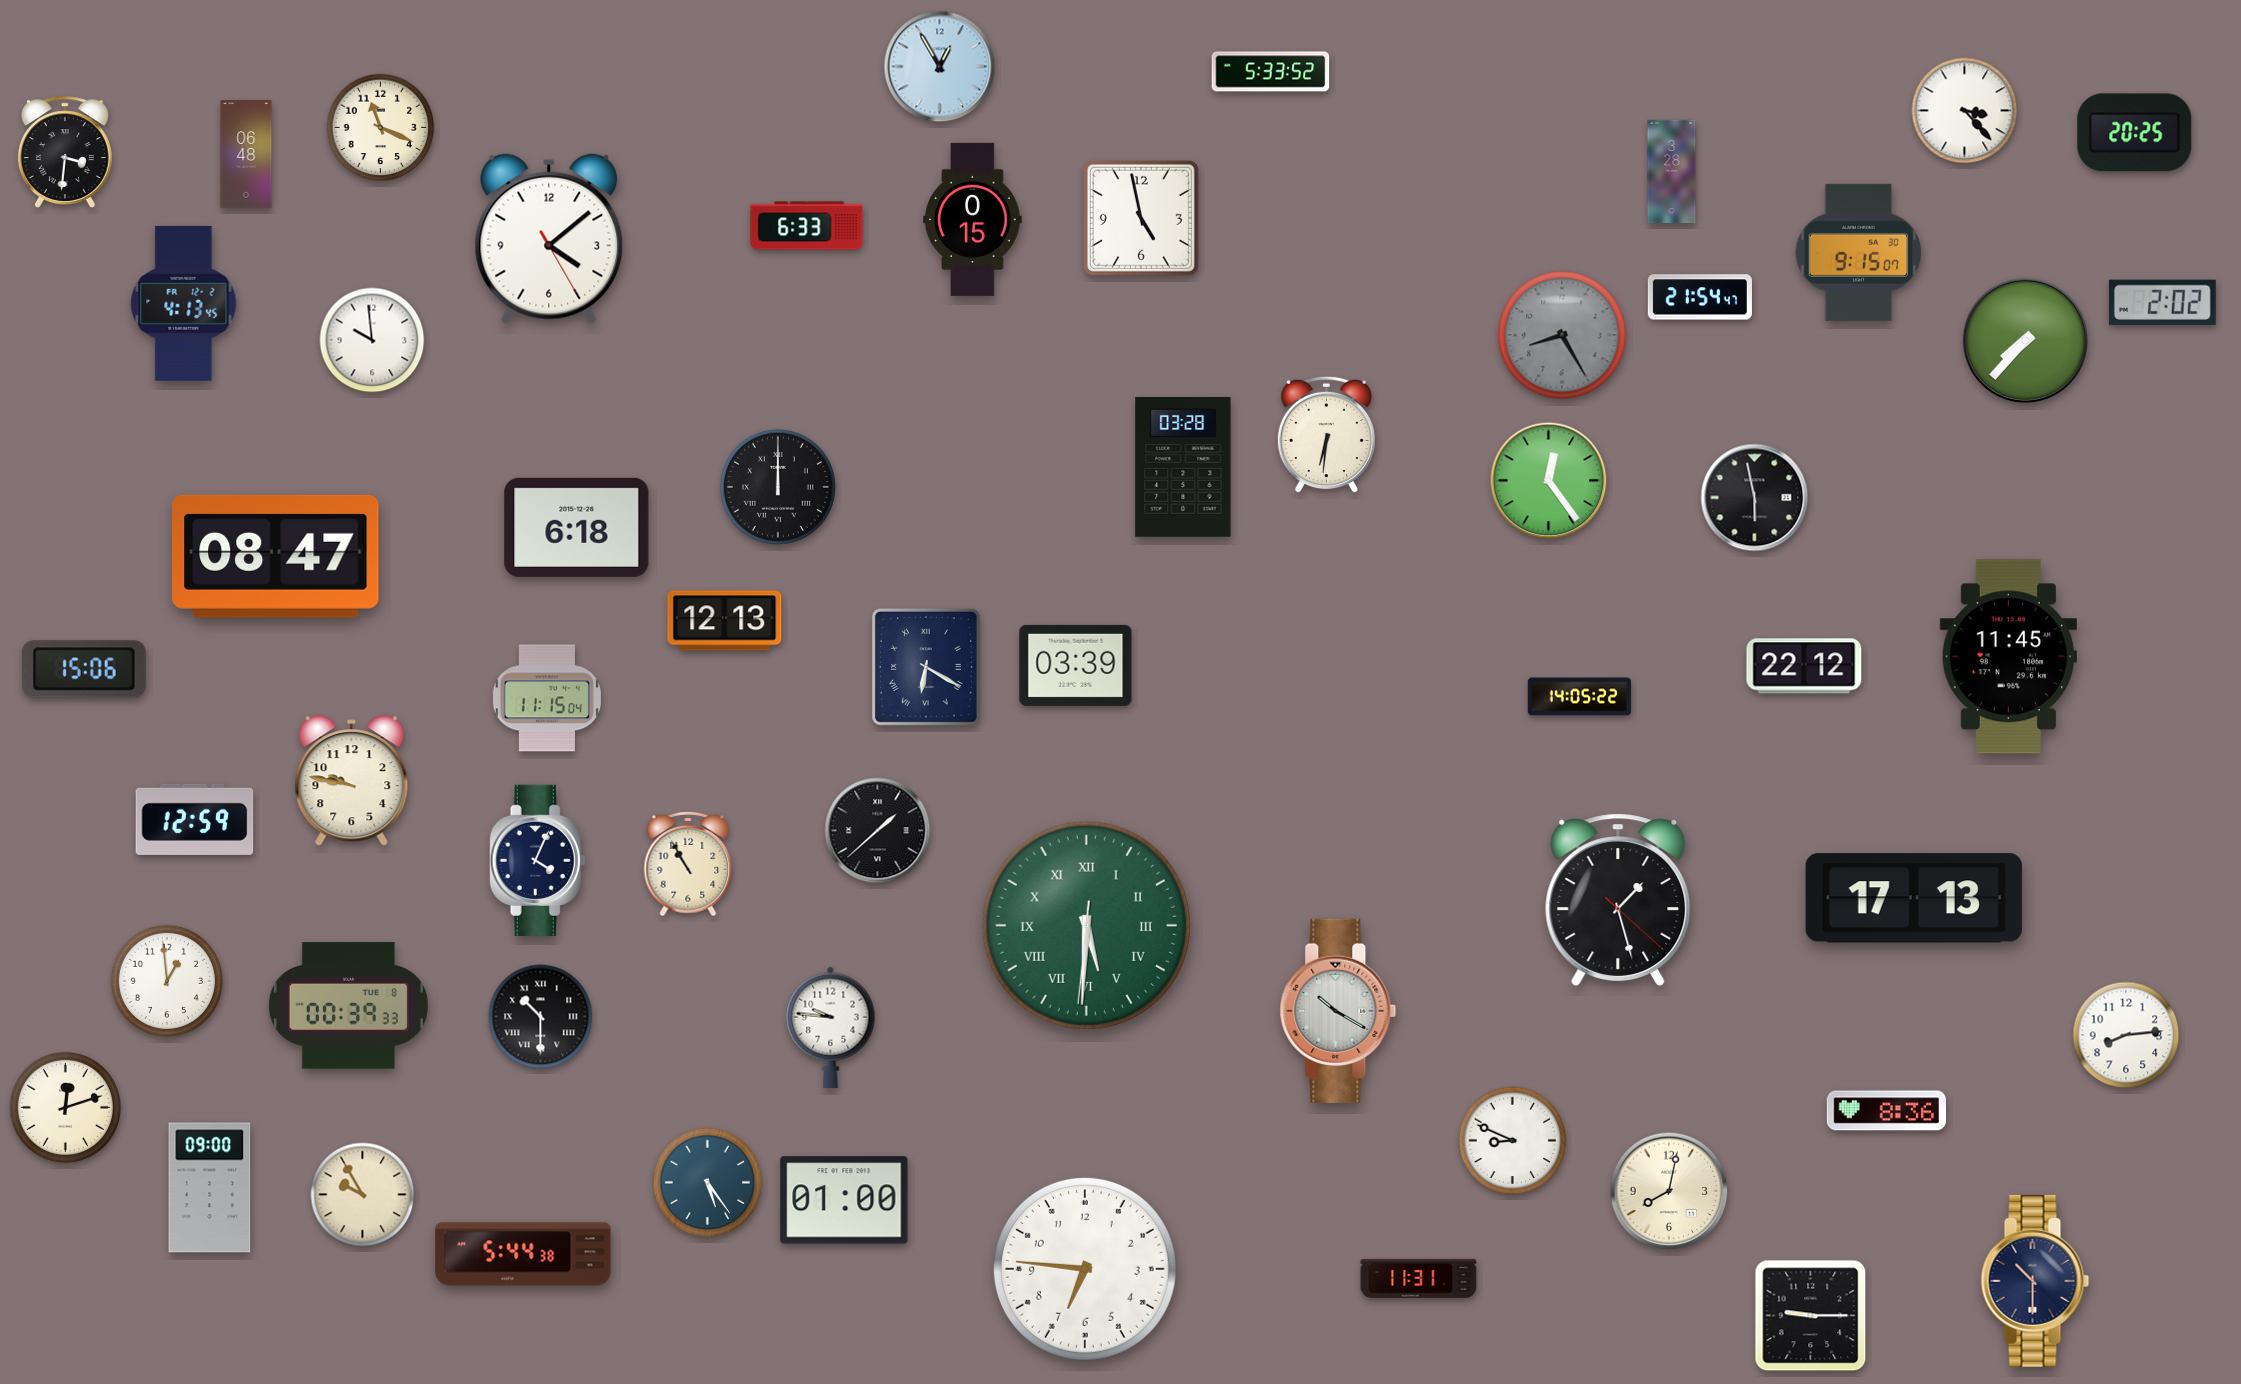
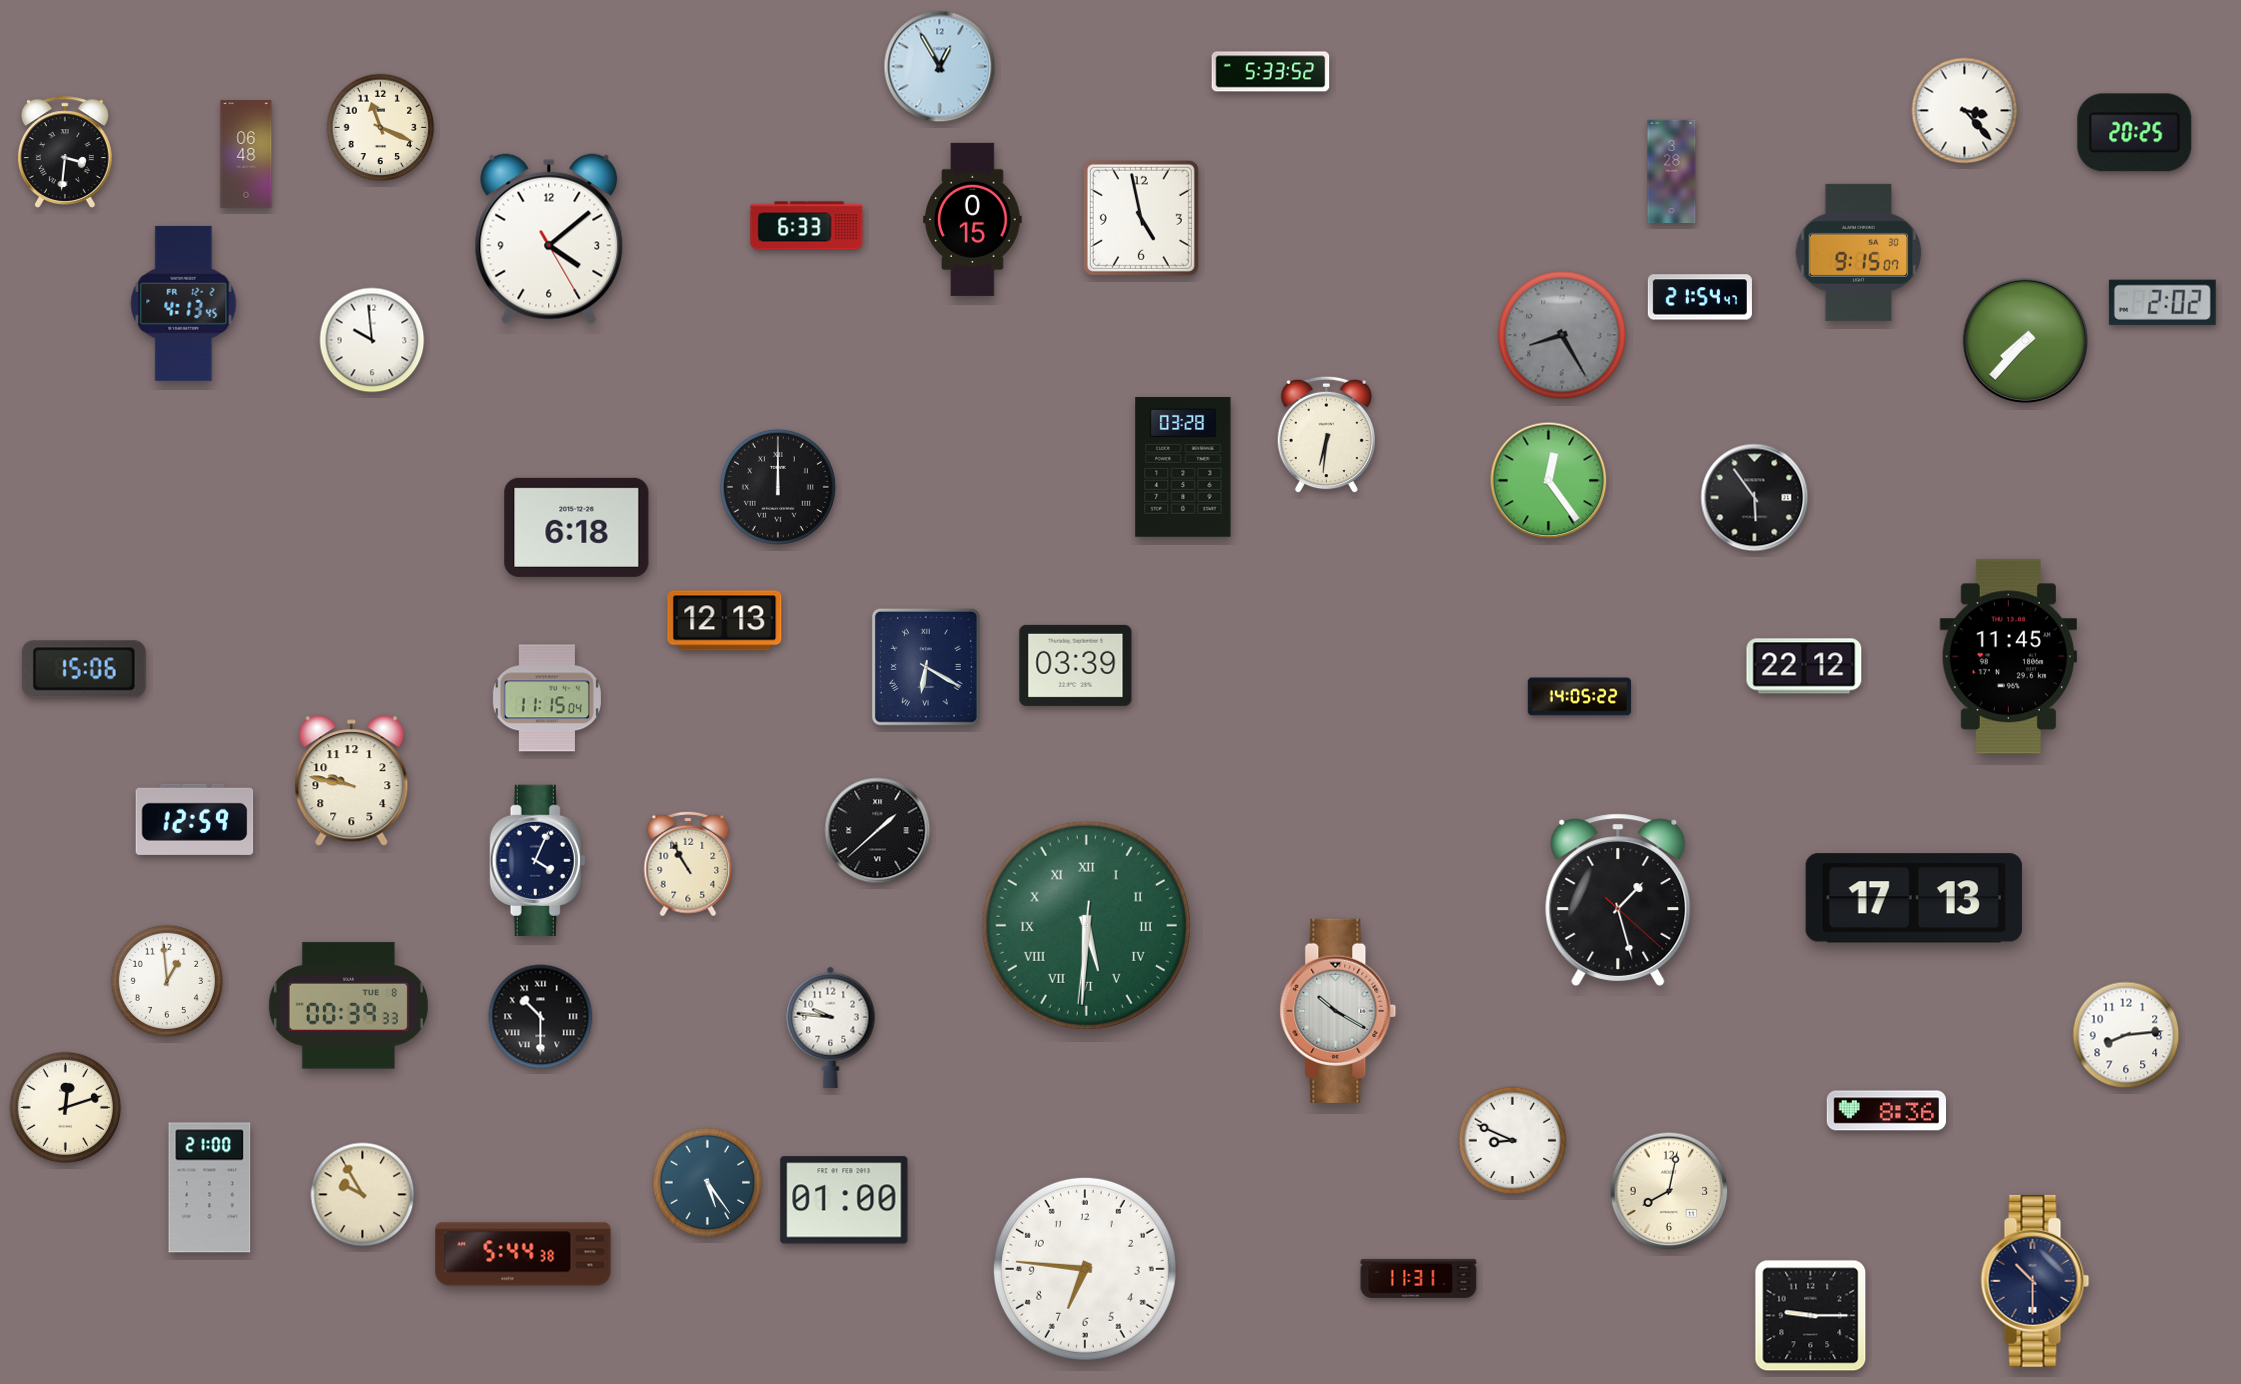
clock at (1755, 498): 5:58 -> 5:54
clock at (276, 556): 08:47 -> none
clock at (210, 1188): 09:00 -> 21:00
